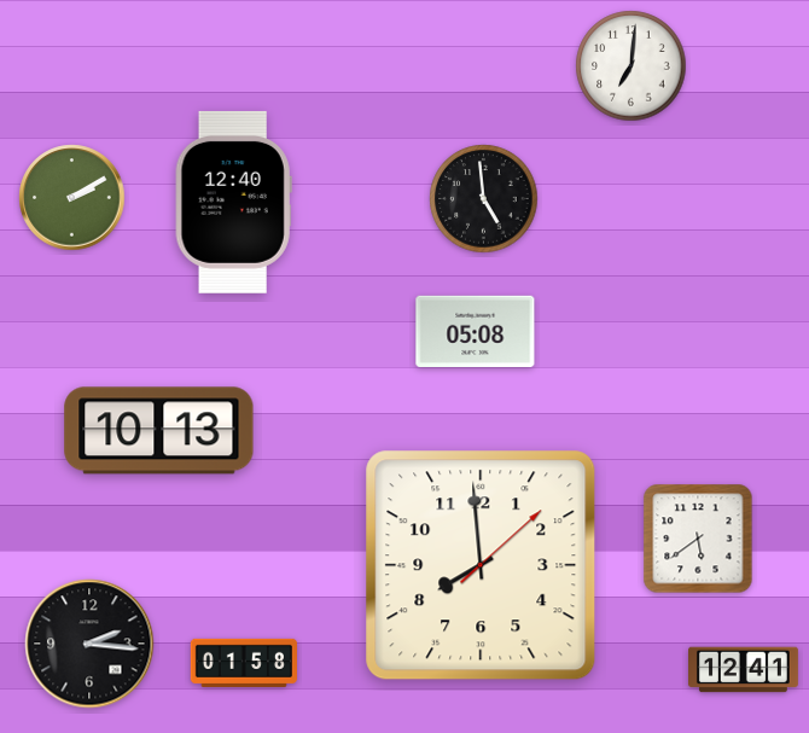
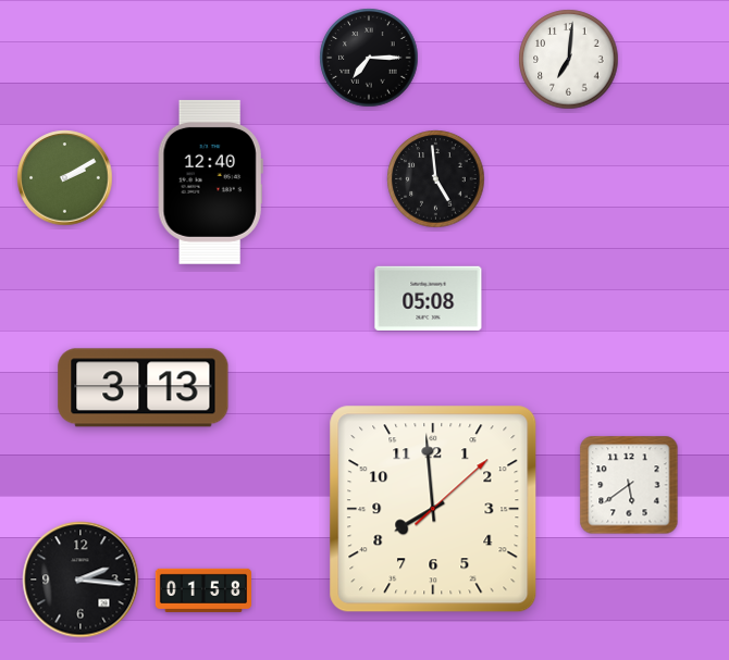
clock at (369, 58): none -> 7:15
clock at (159, 431): 10:13 -> 3:13
clock at (244, 663) position: (244, 663) -> (203, 590)
clock at (744, 670): 12:41 -> none
